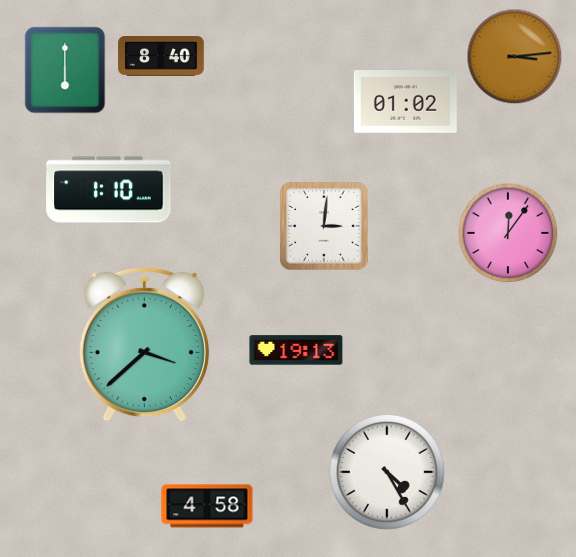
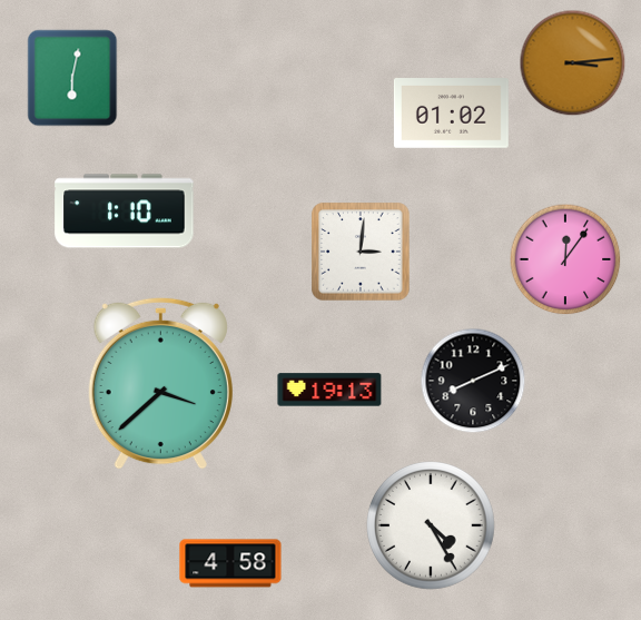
clock at (161, 57): 8:40 -> none
clock at (65, 70): 6:00 -> 6:02
clock at (109, 190) position: (109, 190) -> (125, 211)
clock at (473, 381): none -> 8:11
